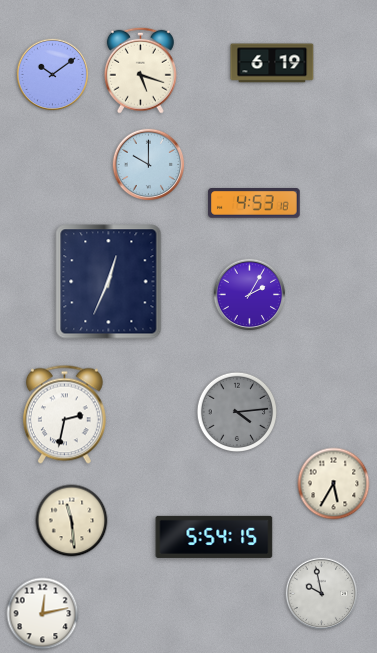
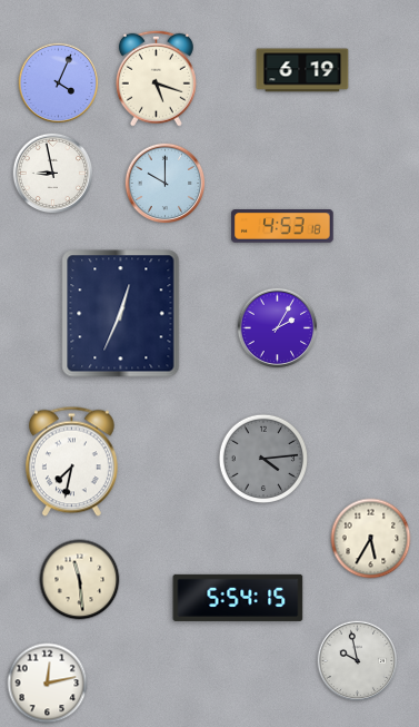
clock at (53, 75): 10:09 -> 4:04
clock at (53, 174): none -> 8:58
clock at (64, 415): 2:32 -> 7:32
